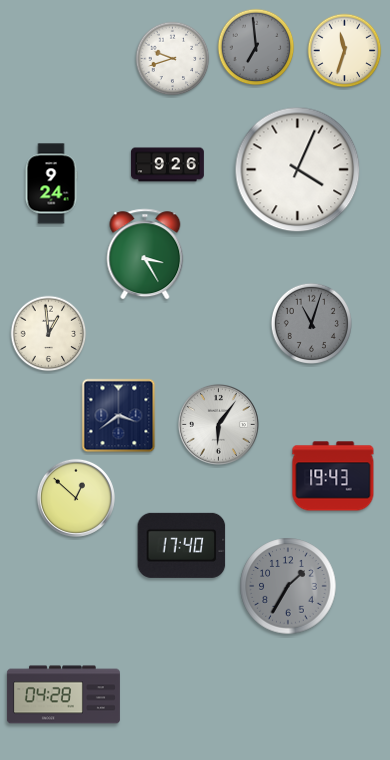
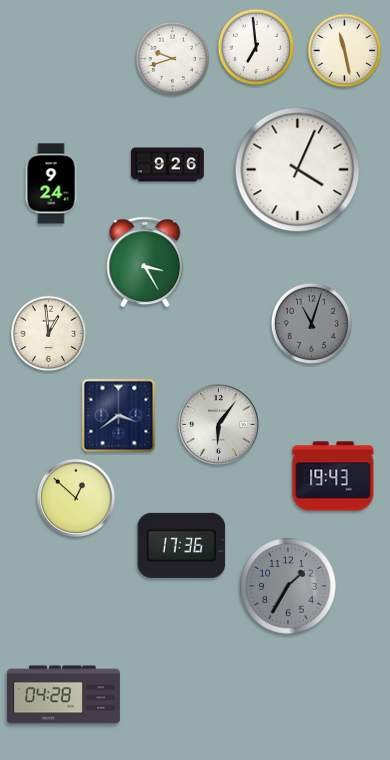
clock at (256, 47) dial: grey -> white
clock at (345, 51): 11:33 -> 11:28
clock at (145, 254) position: (145, 254) -> (145, 262)
clock at (182, 545): 17:40 -> 17:36
